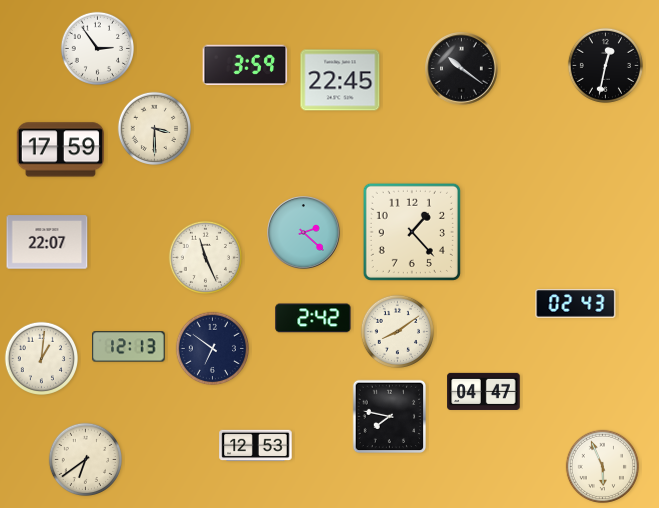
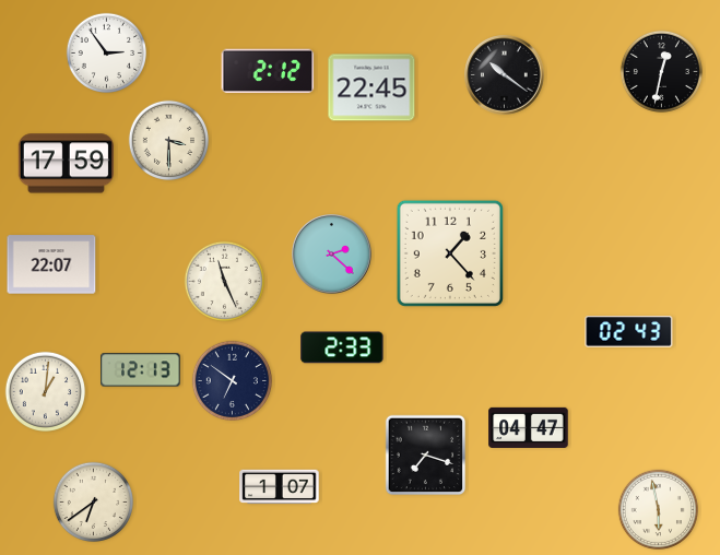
clock at (245, 65): 3:59 -> 2:12
clock at (313, 318): 2:42 -> 2:33
clock at (397, 331): 8:09 -> none
clock at (129, 347) position: (129, 347) -> (141, 370)
clock at (390, 417): 7:47 -> 7:18
clock at (256, 446): 12:53 -> 1:07
clock at (602, 466): 5:56 -> 5:58
